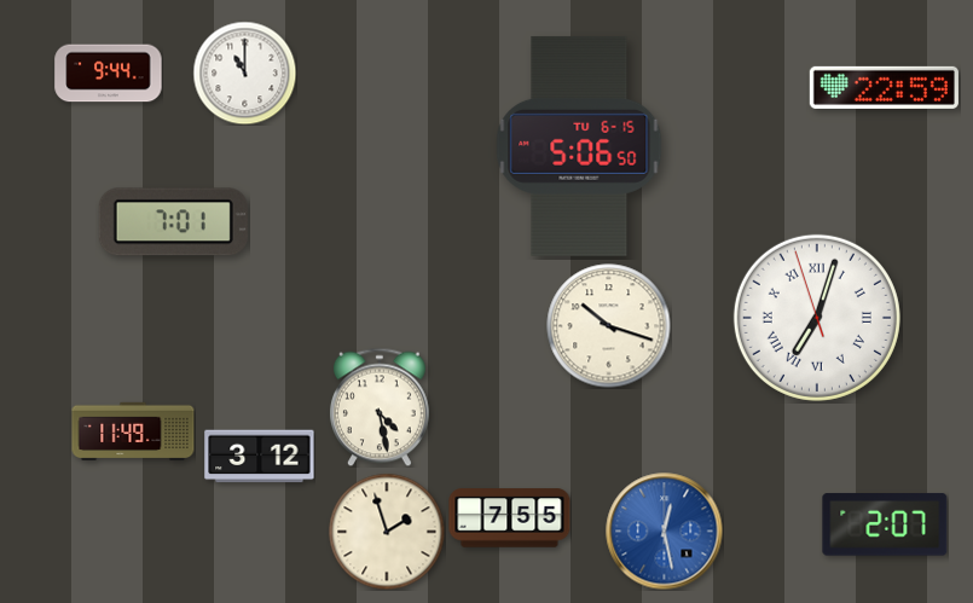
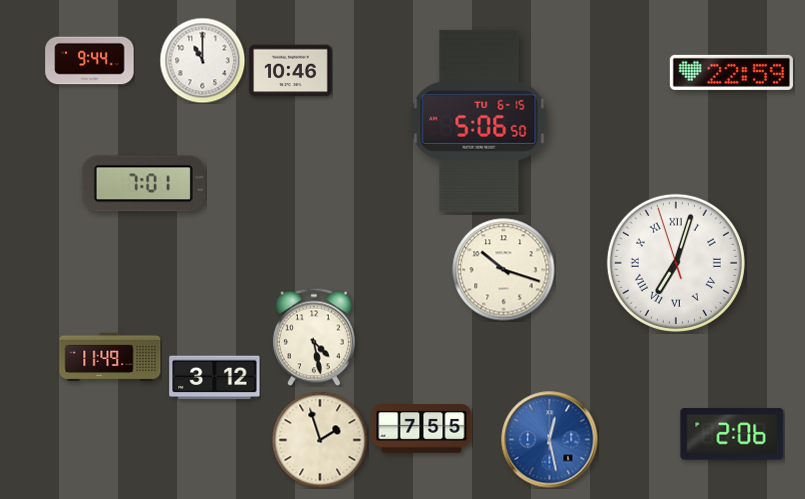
clock at (291, 71): none -> 10:46
clock at (885, 524): 2:07 -> 2:06
